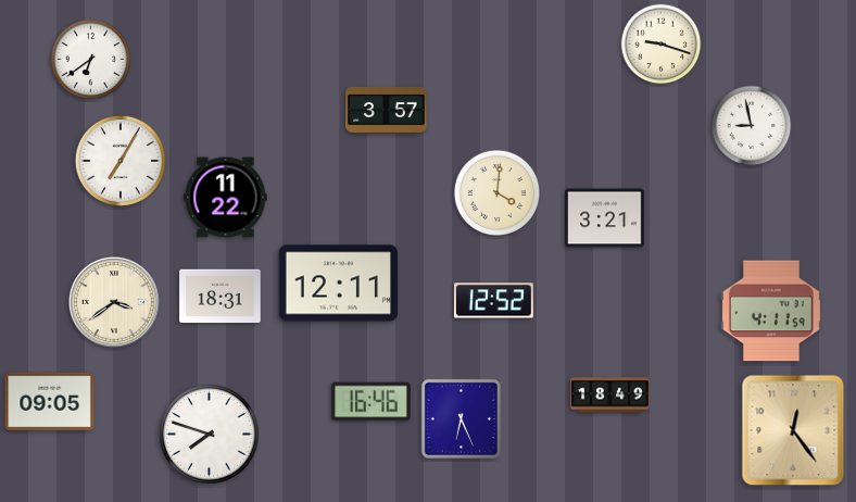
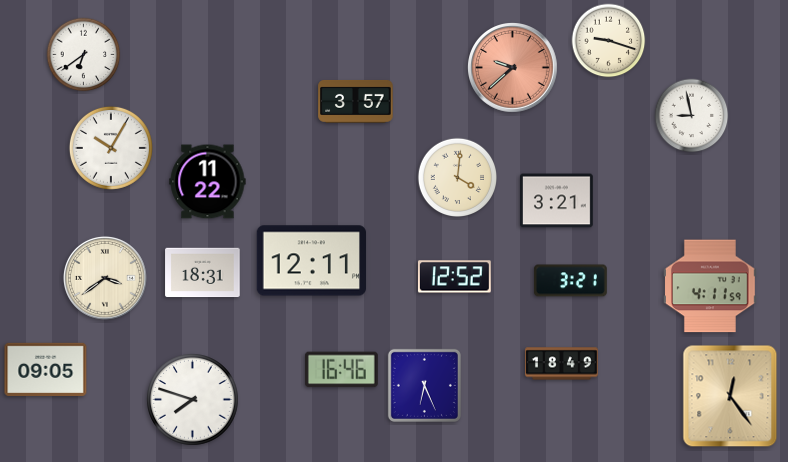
clock at (513, 68): none -> 9:38
clock at (121, 161): 7:05 -> 10:05
clock at (570, 281): none -> 3:21
